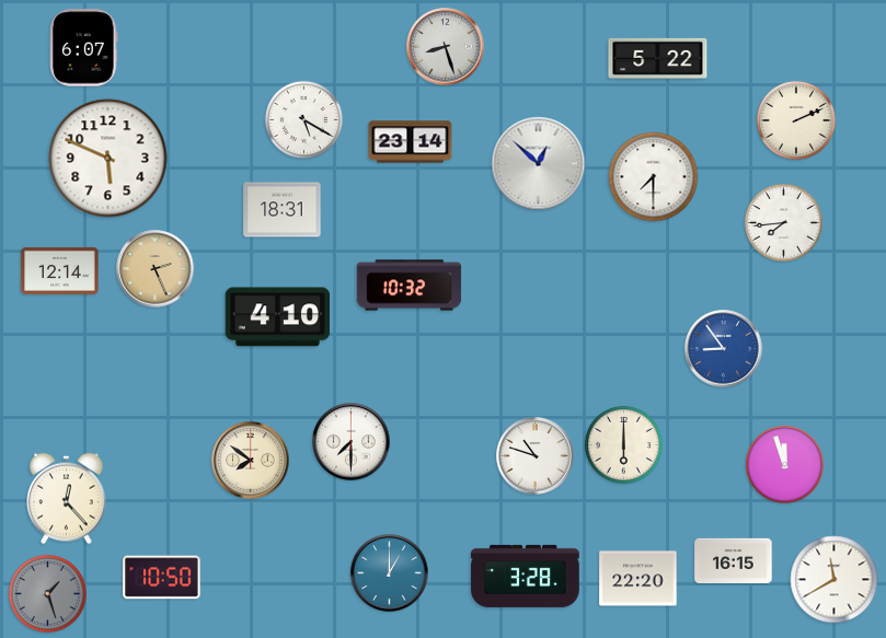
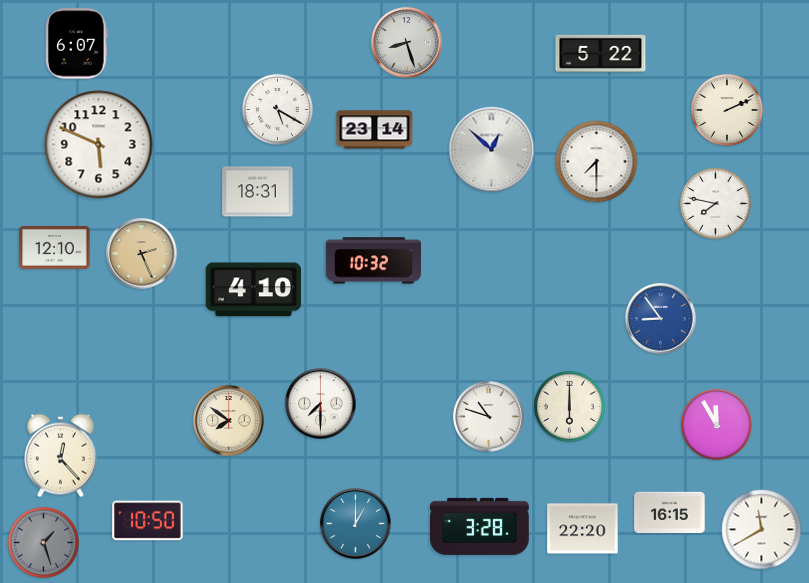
clock at (783, 222): 7:44 -> 7:47
clock at (156, 269) position: (156, 269) -> (142, 254)
clock at (60, 270): 12:14 -> 12:10
clock at (784, 464): 11:57 -> 11:55
clock at (162, 578) position: (162, 578) -> (148, 521)
